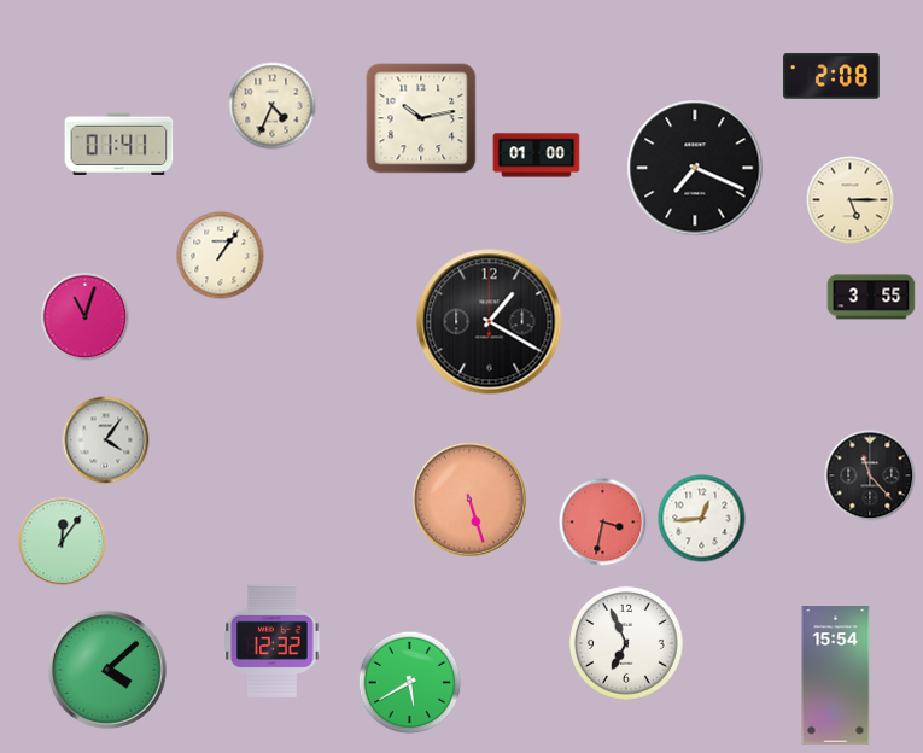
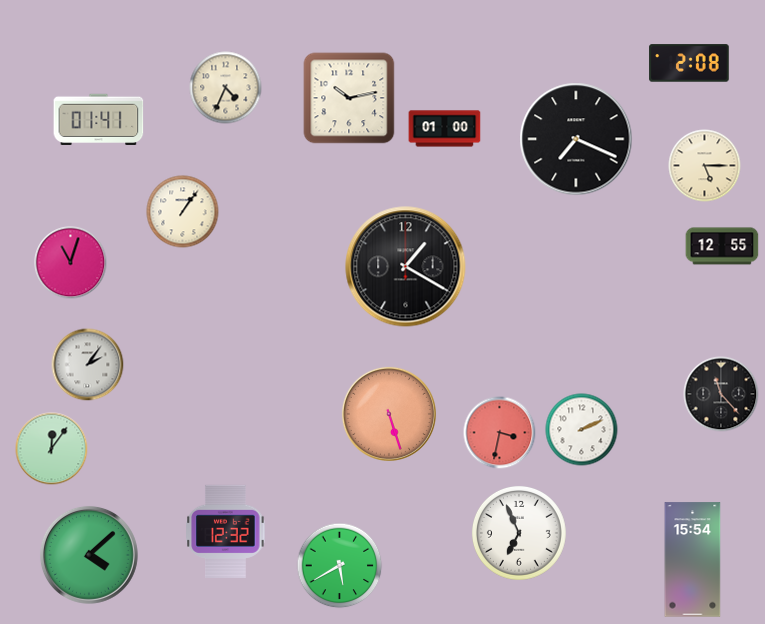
clock at (871, 297): 3:55 -> 12:55
clock at (106, 440): 4:06 -> 2:06
clock at (702, 519): 12:44 -> 2:11
